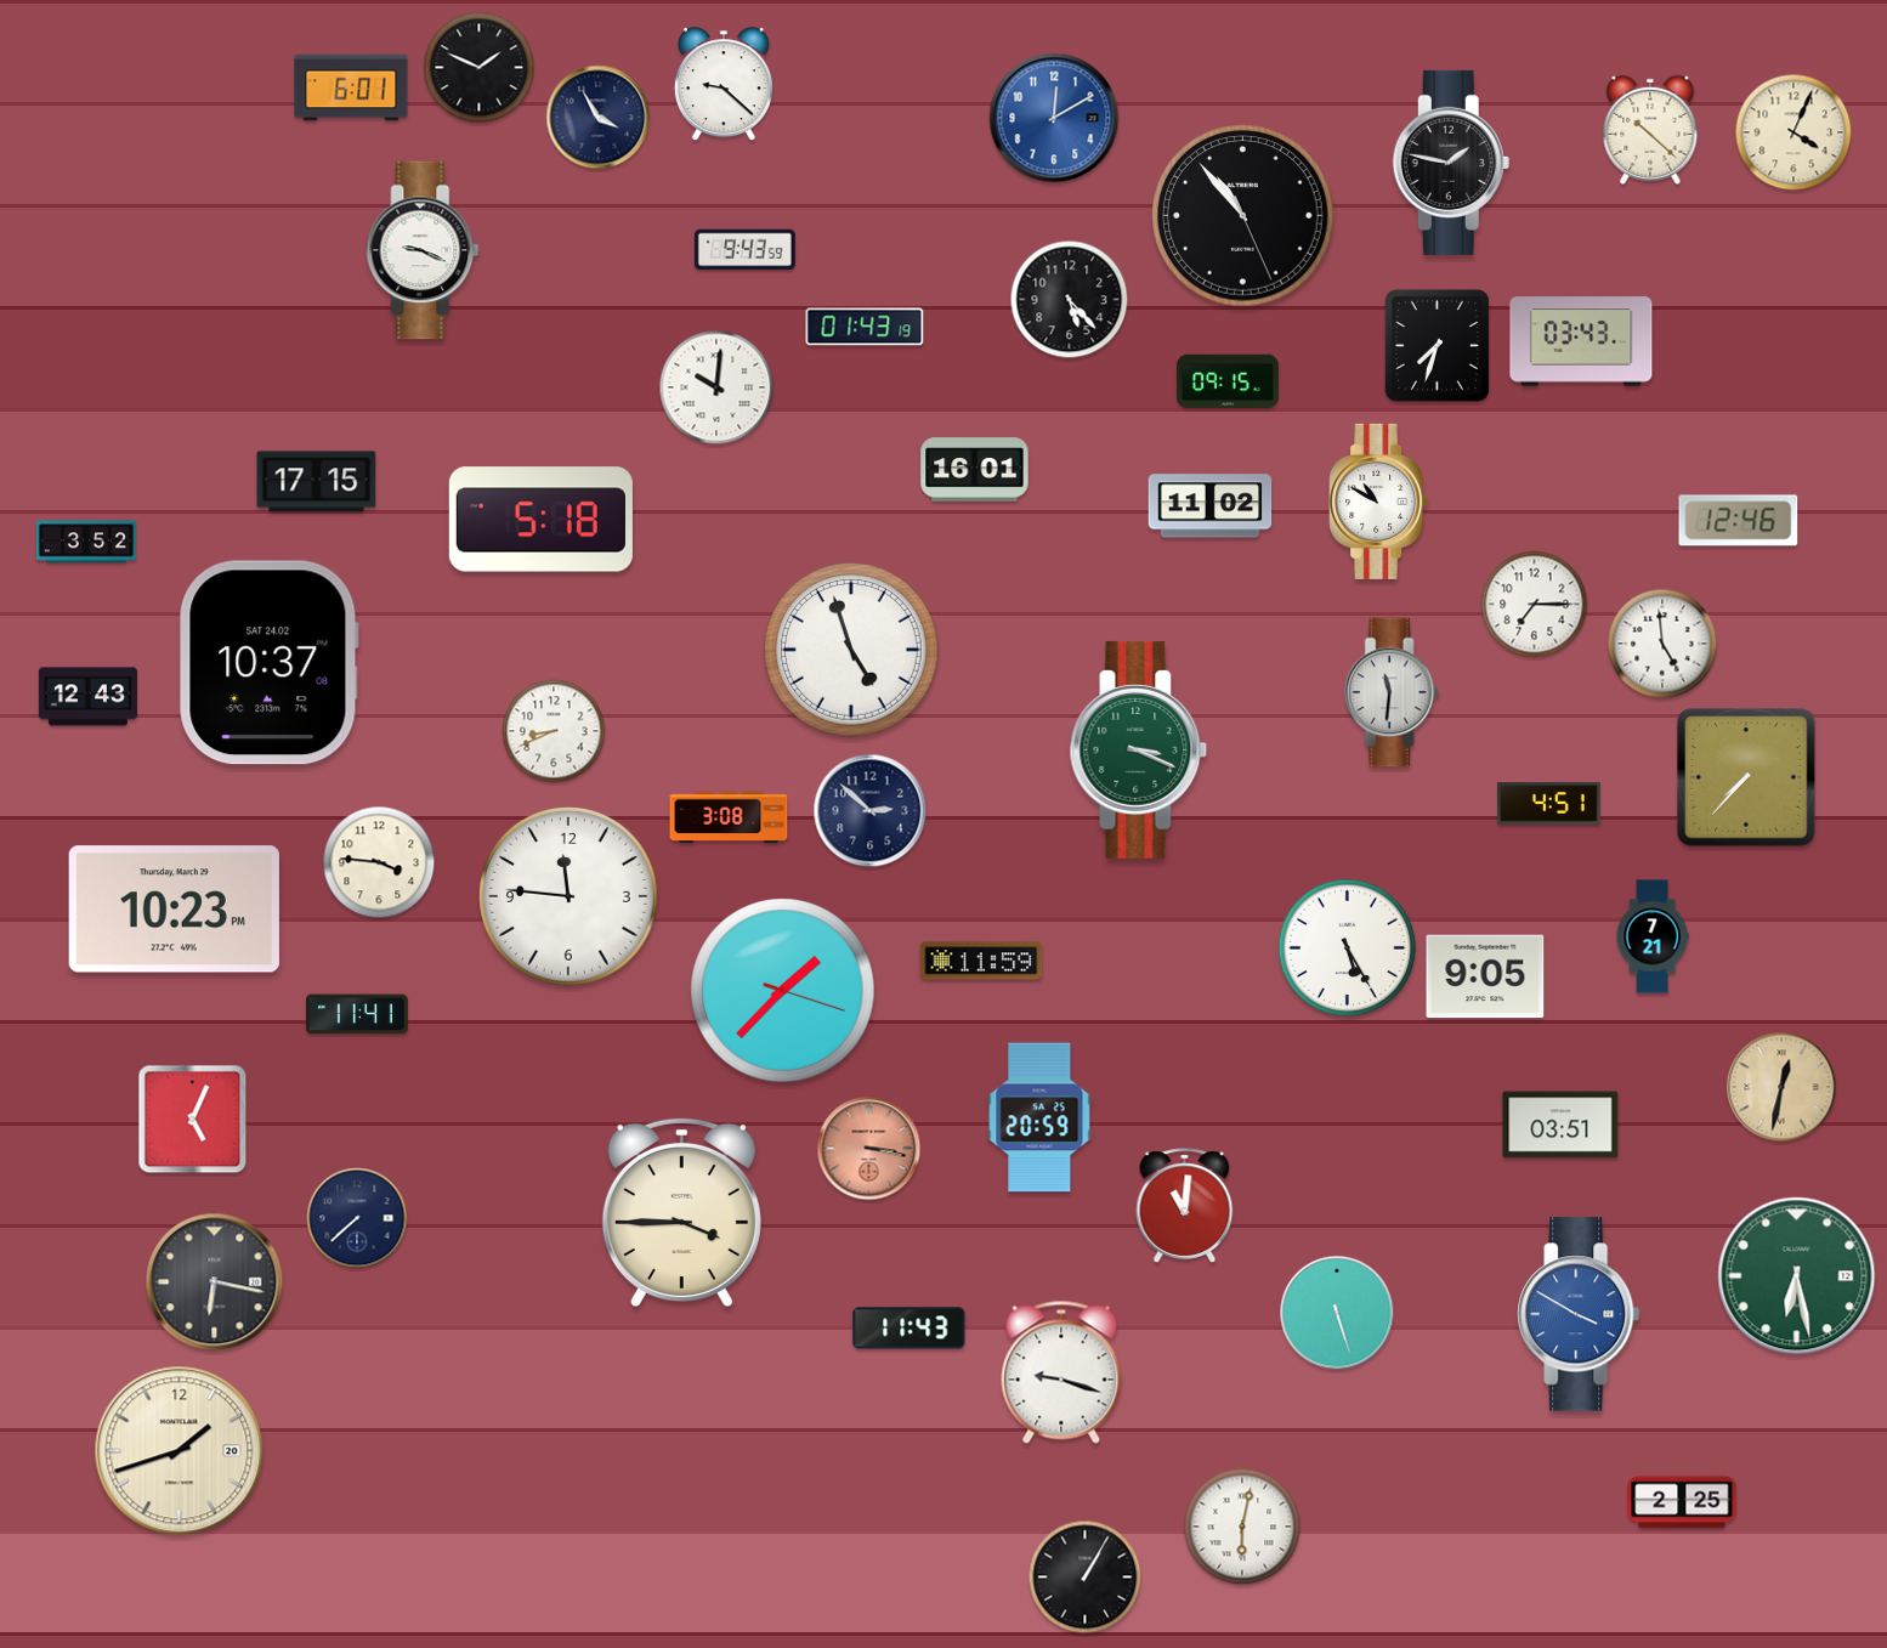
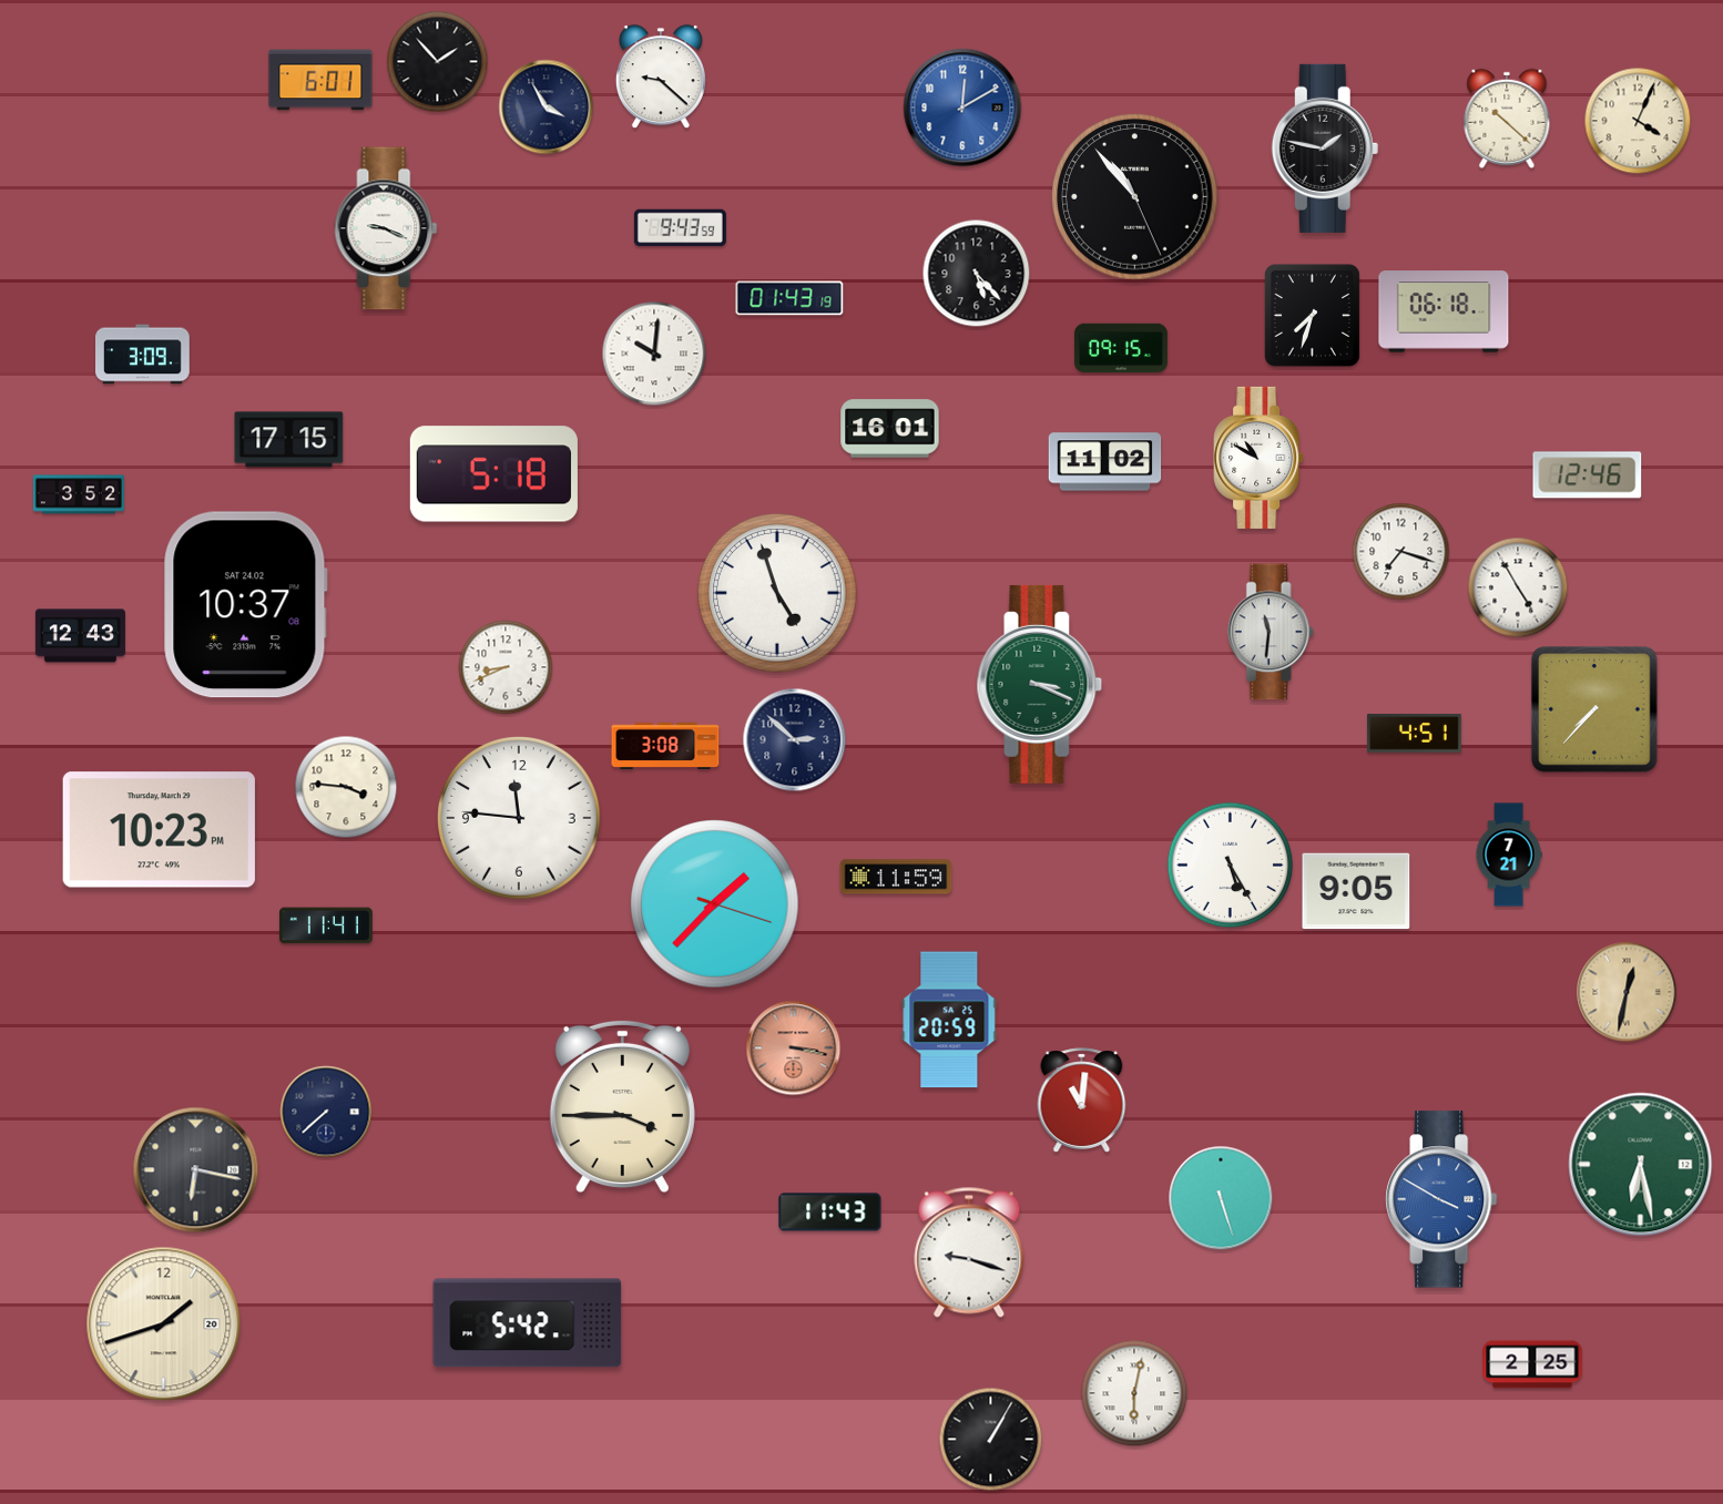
clock at (480, 68): 1:49 -> 1:53
clock at (1581, 341): 03:43 -> 06:18
clock at (143, 355): none -> 3:09
clock at (1535, 605): 7:15 -> 7:18
clock at (1662, 644): 4:59 -> 4:55
clock at (193, 1120): 5:04 -> none
clock at (1560, 1125): 03:51 -> none
clock at (528, 1323): none -> 5:42
clock at (1682, 1502) position: (1682, 1502) -> (1532, 1364)
